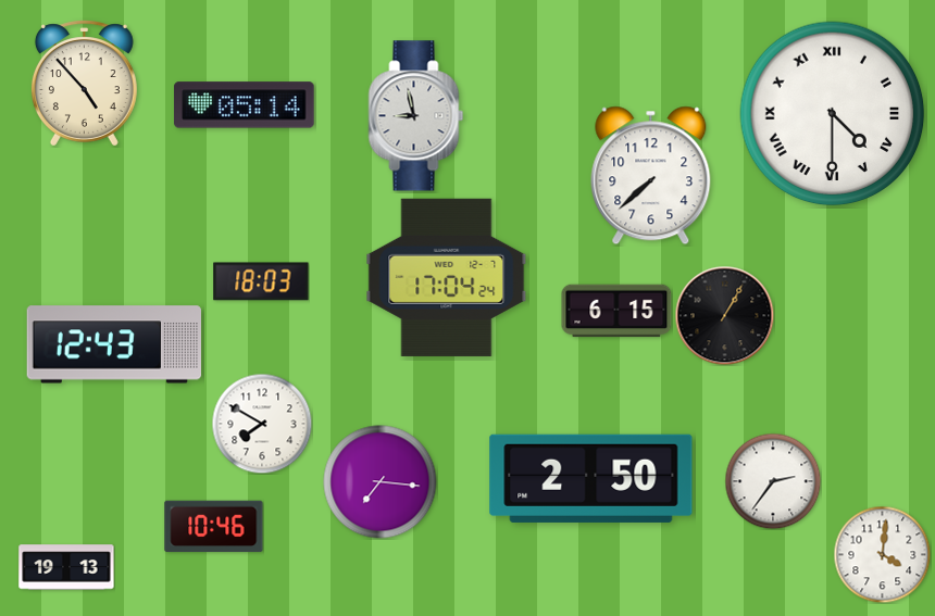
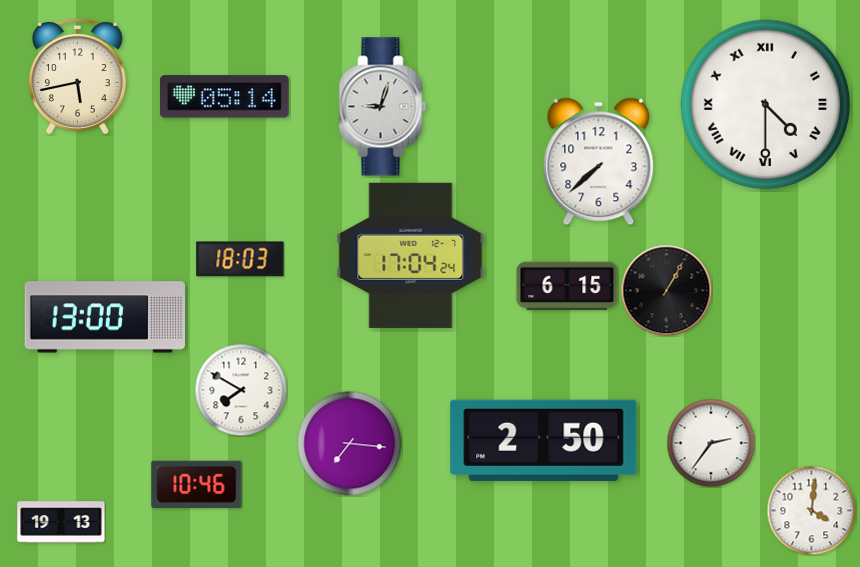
clock at (84, 84): 4:53 -> 5:43
clock at (416, 116): 8:58 -> 9:03
clock at (113, 344): 12:43 -> 13:00
